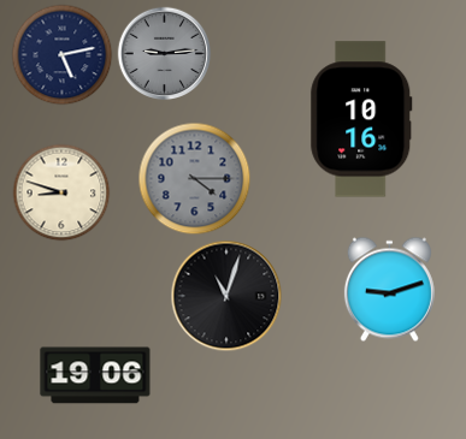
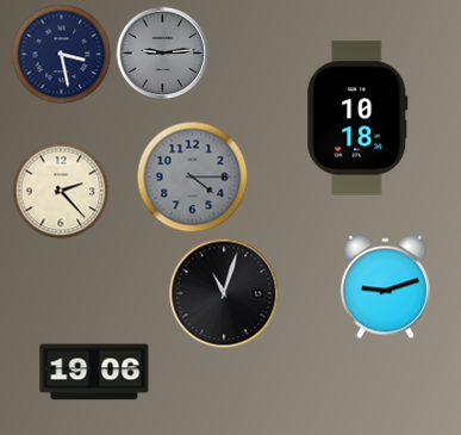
clock at (61, 54): 5:13 -> 3:28
clock at (361, 119): 10:16 -> 10:18
clock at (61, 192): 8:48 -> 2:23
